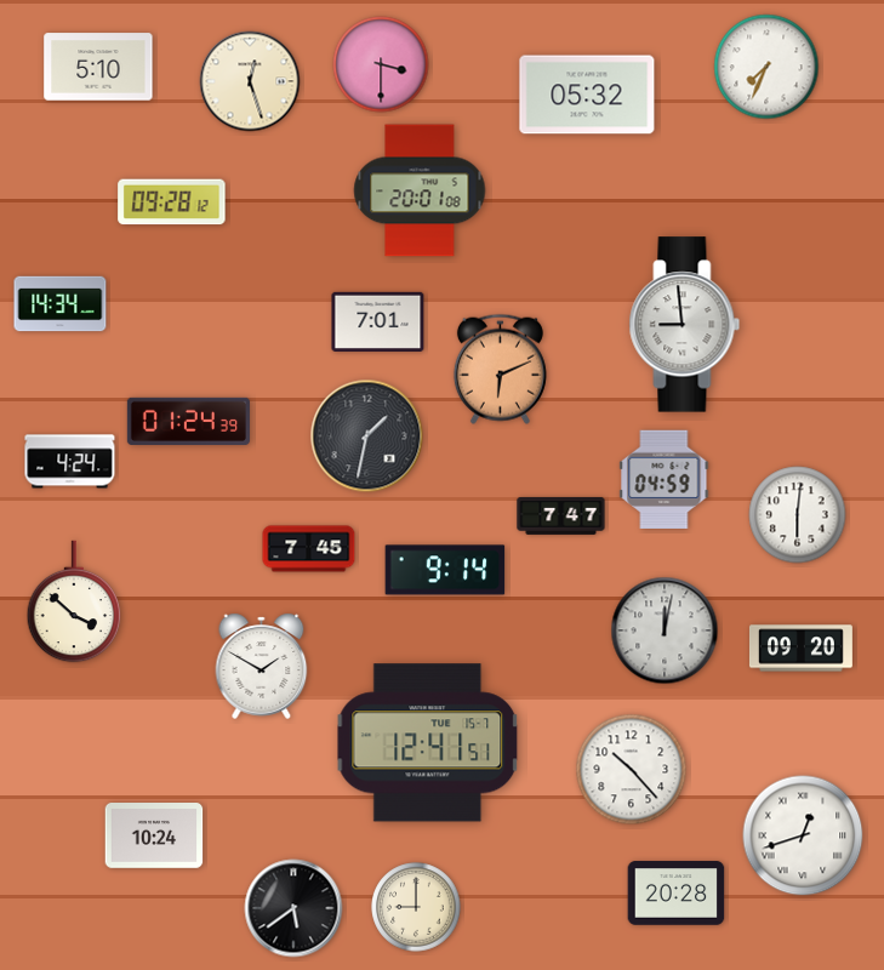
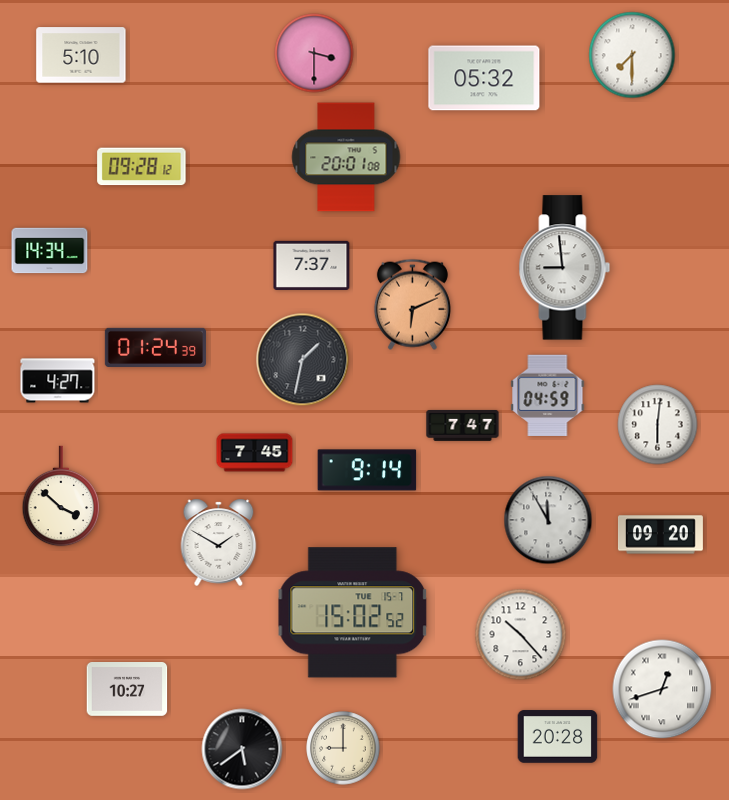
clock at (766, 67): 7:34 -> 7:30
clock at (250, 81): 12:27 -> none
clock at (378, 321): 7:01 -> 7:37
clock at (70, 462): 4:24 -> 4:27
clock at (665, 630): 12:02 -> 11:55
clock at (262, 666) position: (262, 666) -> (219, 542)
clock at (428, 743): 12:41 -> 15:02
clock at (154, 837): 10:24 -> 10:27
